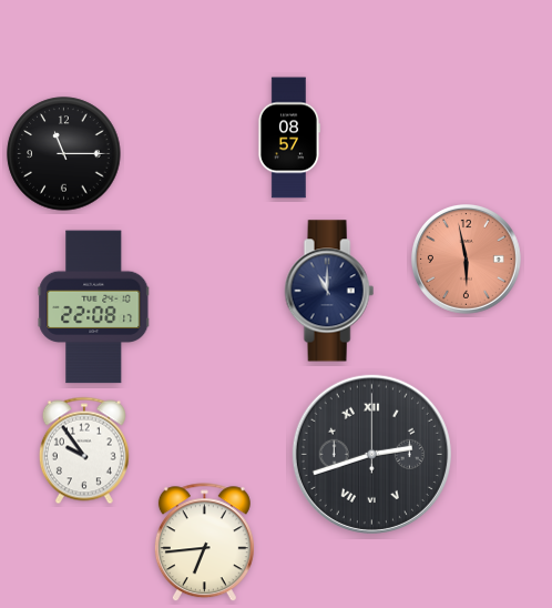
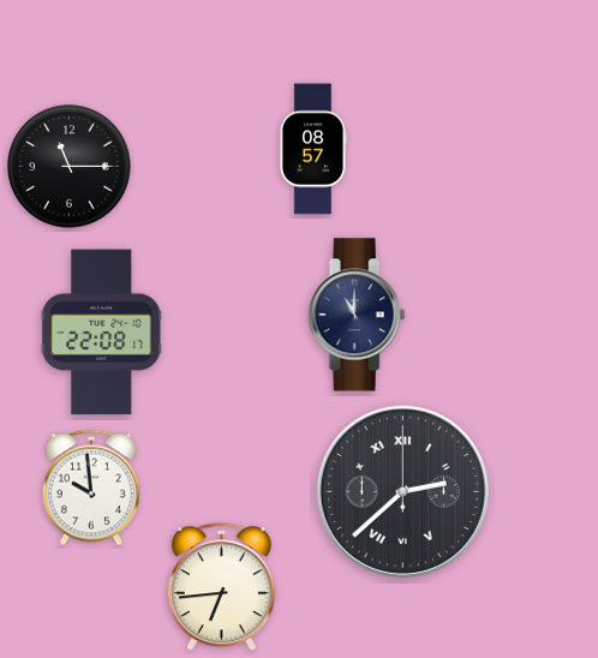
clock at (466, 259): 5:58 -> none
clock at (84, 450): 9:54 -> 9:59
clock at (371, 454): 2:42 -> 2:38
